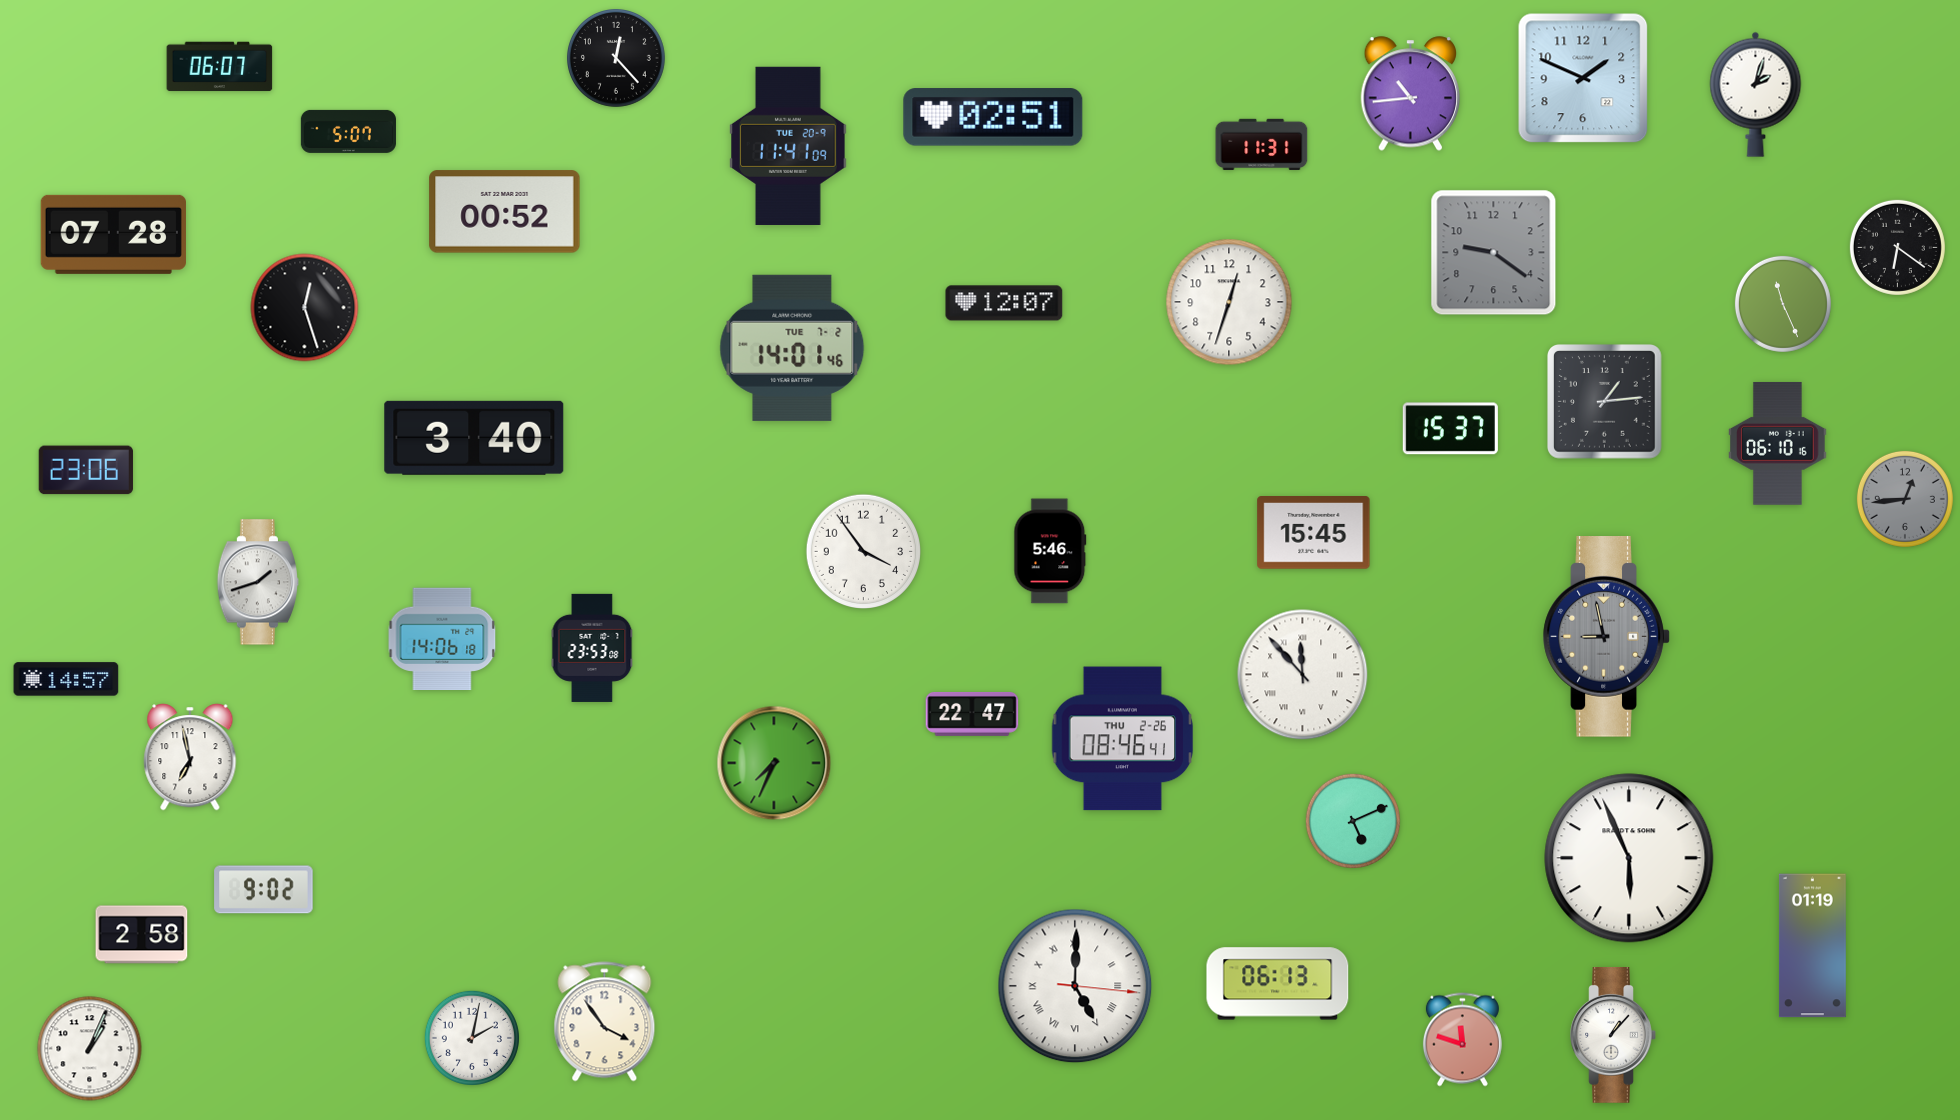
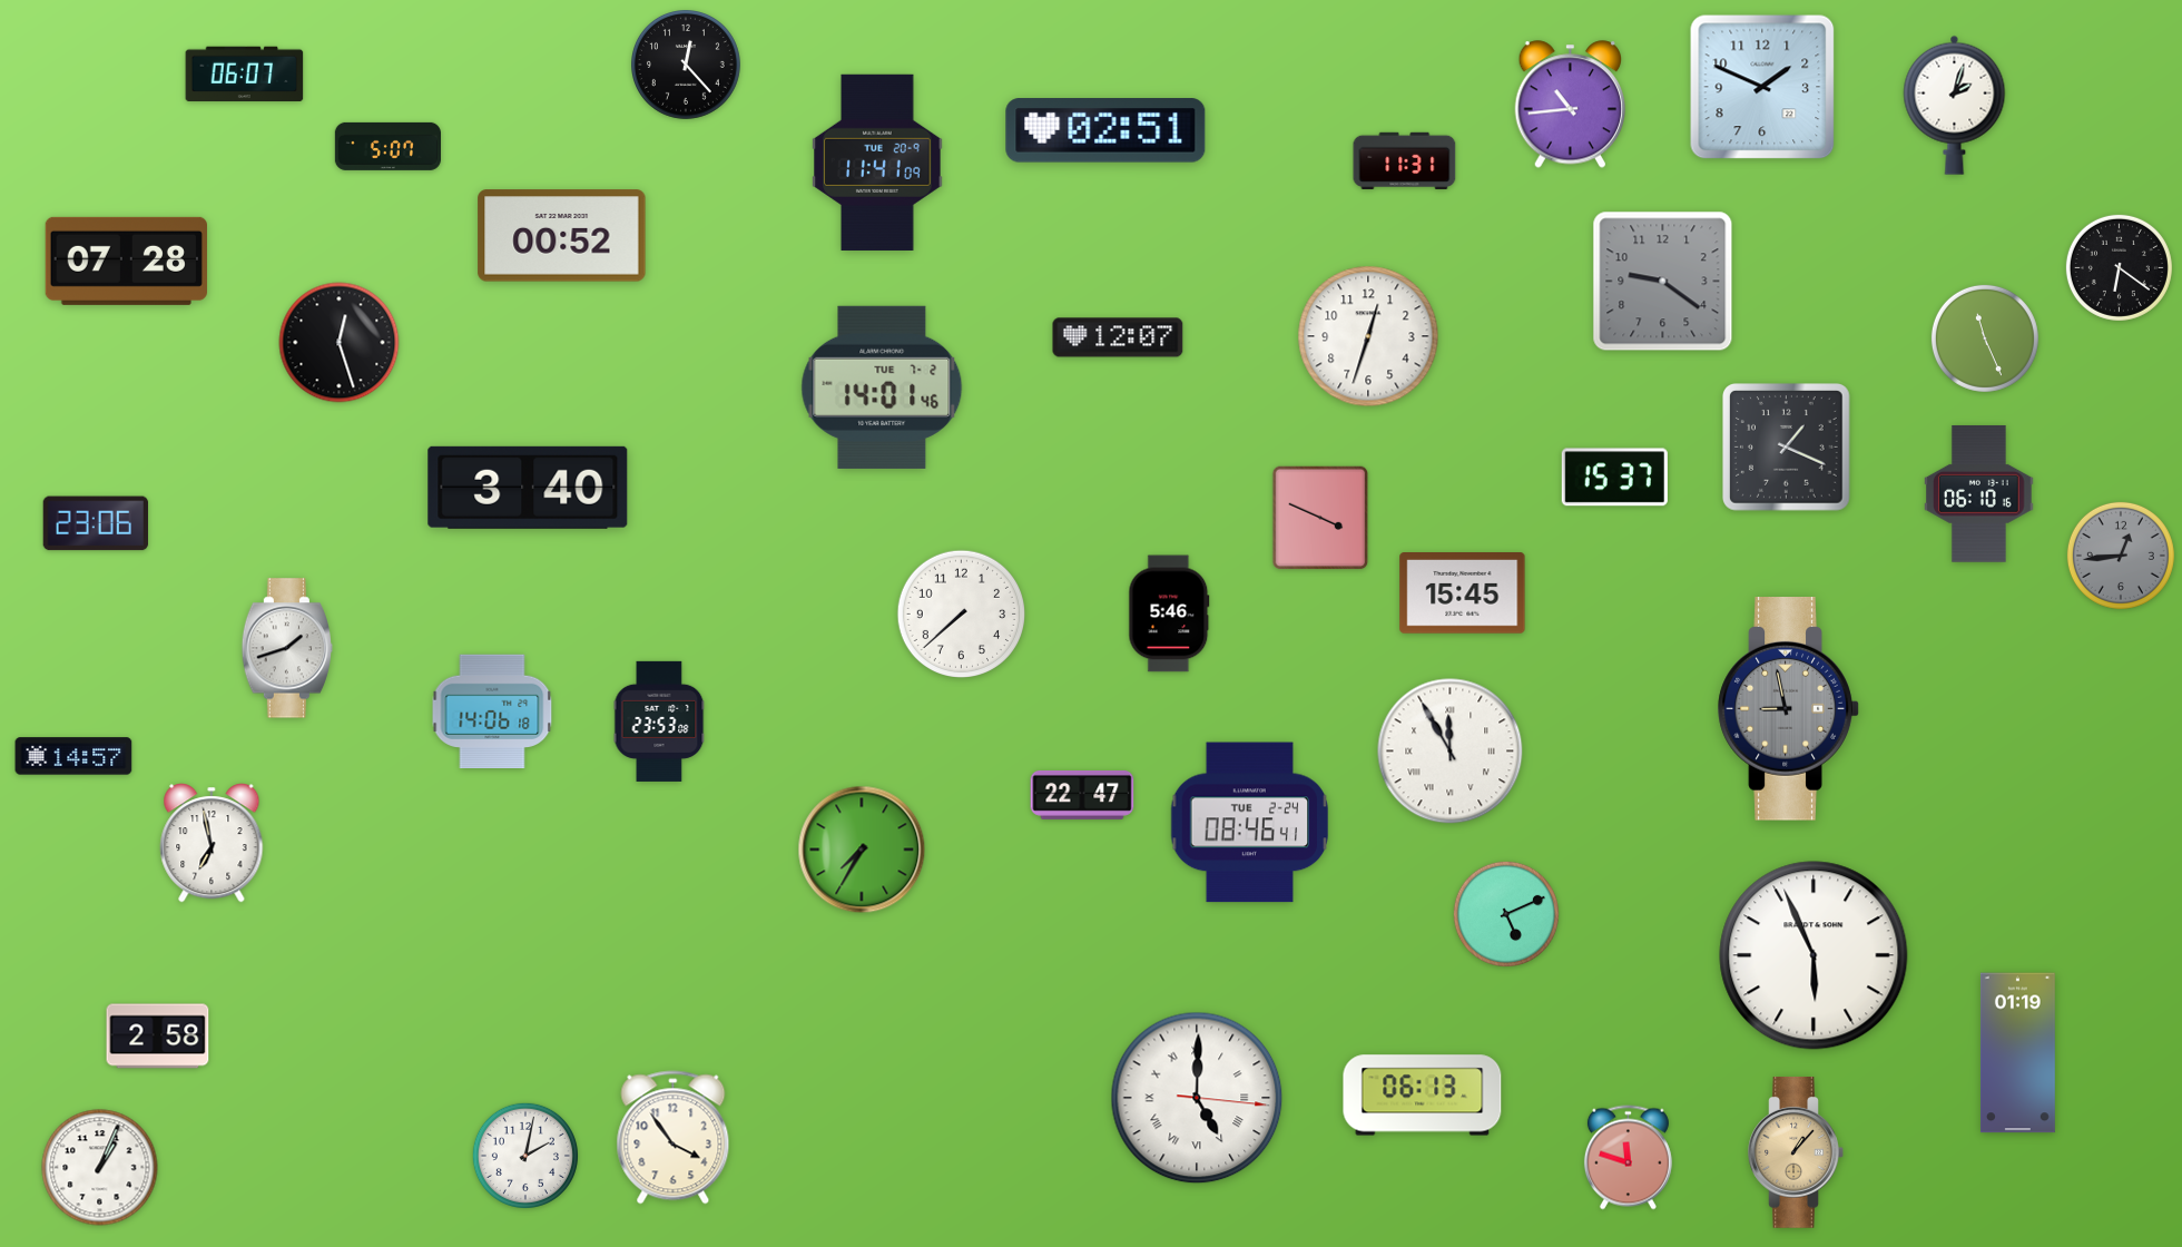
clock at (1897, 247) position: (1897, 247) -> (2119, 267)
clock at (1605, 402): 1:14 -> 1:19
clock at (1320, 518): none -> 3:49
clock at (863, 551): 3:54 -> 7:38
clock at (1303, 675): 11:53 -> 11:55
clock at (1123, 739) date: THU 2-26 -> TUE 2-24
clock at (774, 763): 7:34 -> 7:35
clock at (264, 890): 9:02 -> none
clock at (142, 935) position: (142, 935) -> (158, 1037)
clock at (1613, 1036) dial: white -> champagne
